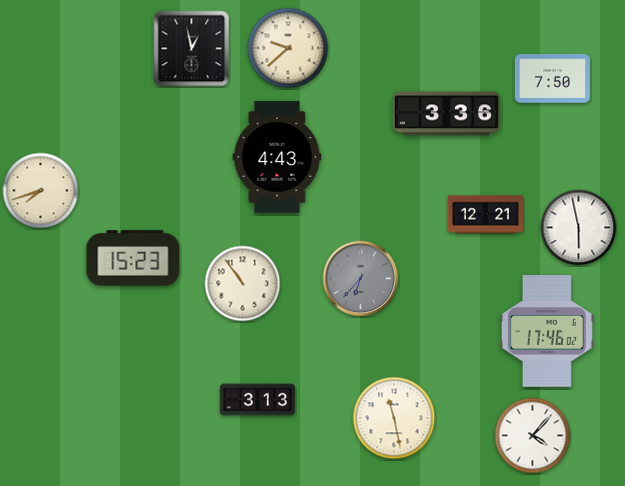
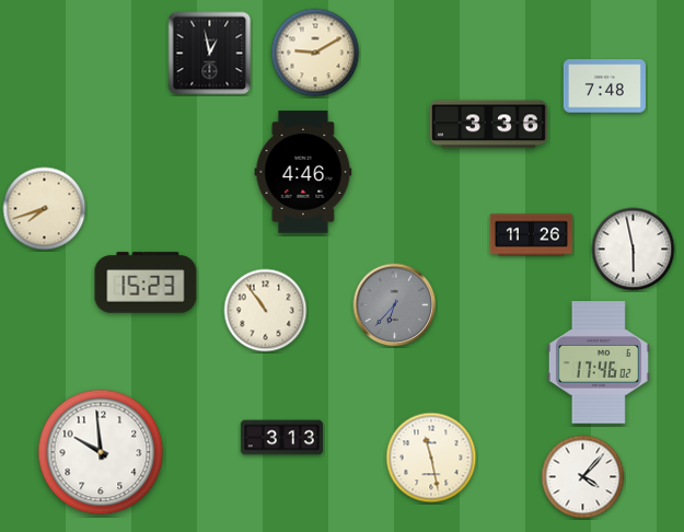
clock at (288, 48): 9:38 -> 9:10
clock at (552, 79): 7:50 -> 7:48
clock at (277, 157): 4:43 -> 4:46
clock at (485, 215): 12:21 -> 11:26
clock at (101, 452): none -> 9:59
